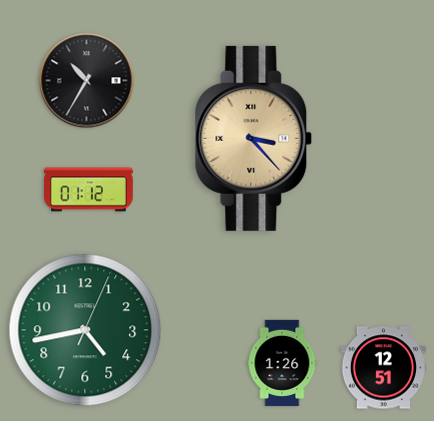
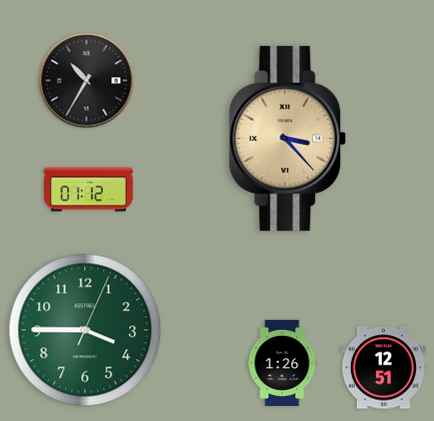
clock at (254, 138) position: (254, 138) -> (288, 138)
clock at (85, 330): 4:43 -> 3:45
